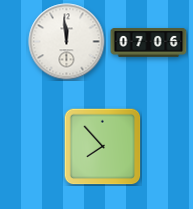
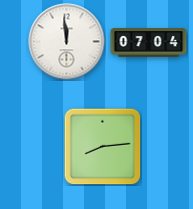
clock at (149, 43): 07:06 -> 07:04
clock at (102, 146): 7:53 -> 8:14
